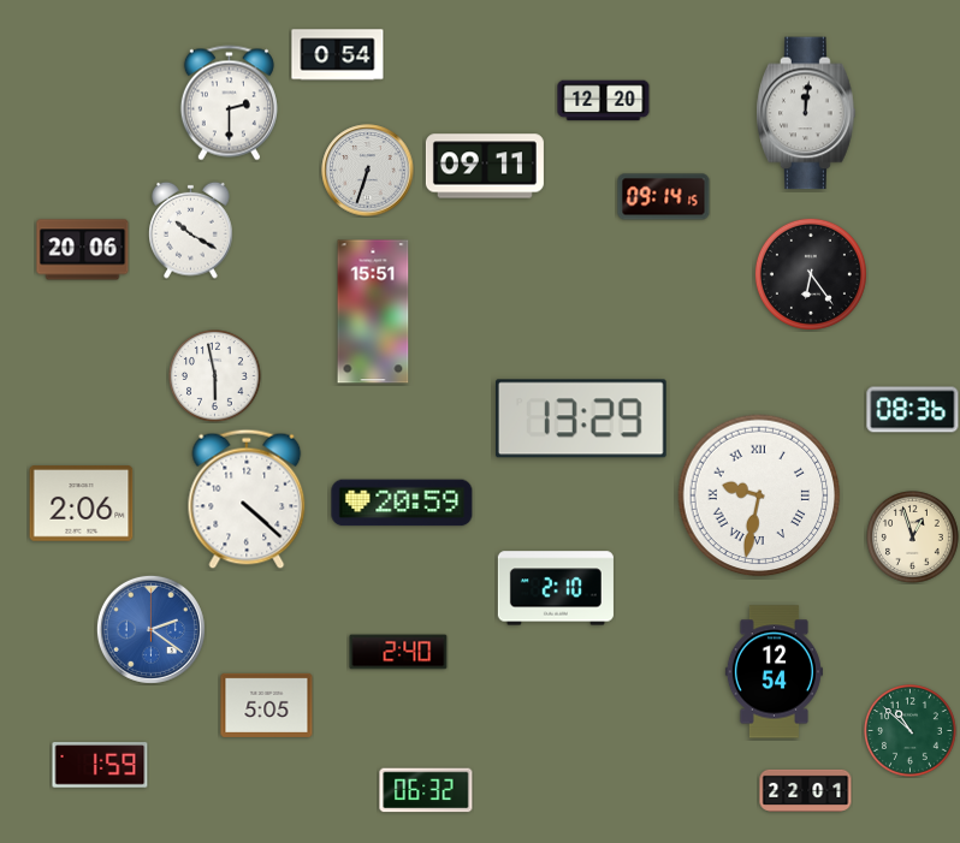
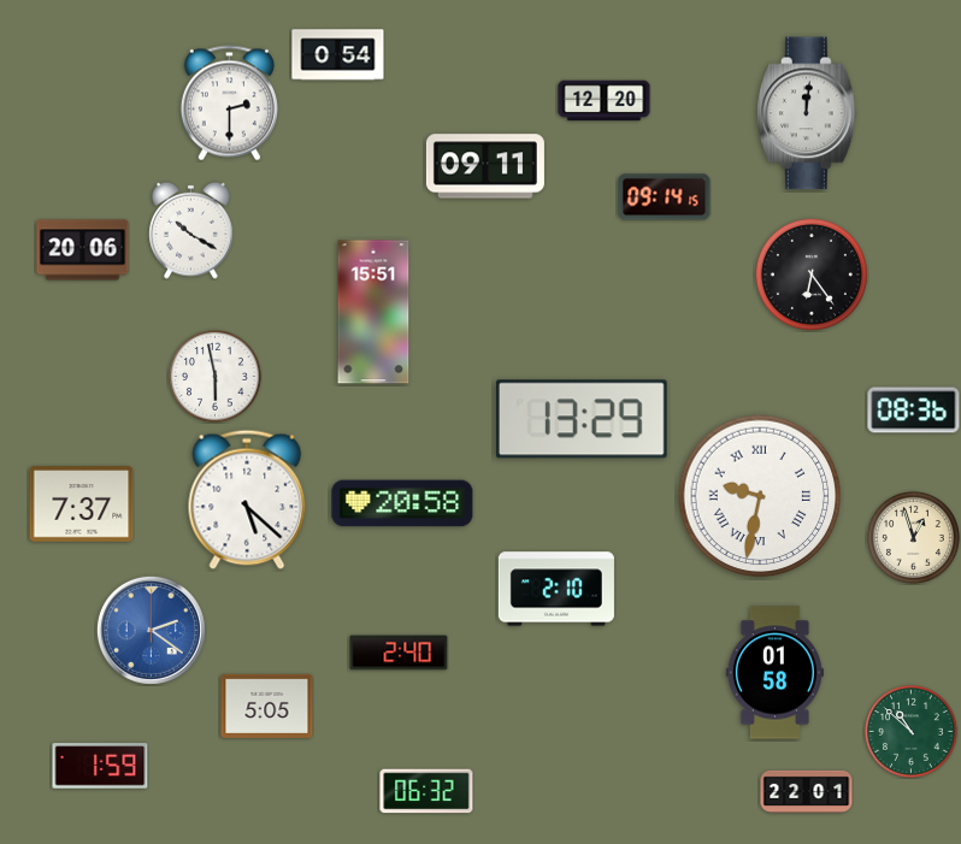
clock at (368, 171): 6:33 -> none
clock at (247, 499): 4:22 -> 5:22
clock at (402, 503): 20:59 -> 20:58
clock at (82, 504): 2:06 -> 7:37
clock at (774, 672): 12:54 -> 01:58
